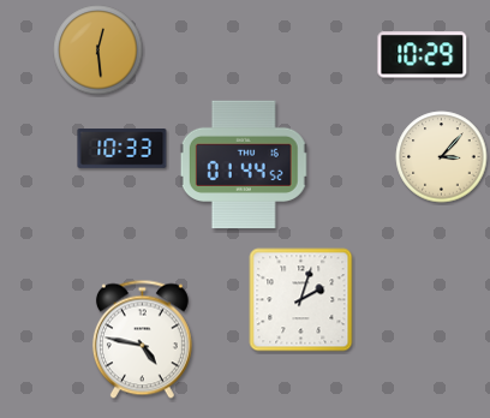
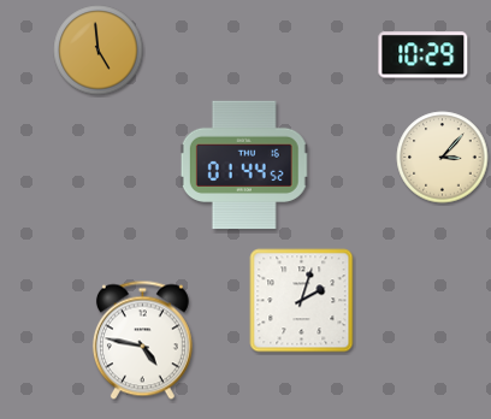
clock at (98, 50): 12:29 -> 4:59
clock at (122, 149): 10:33 -> none
